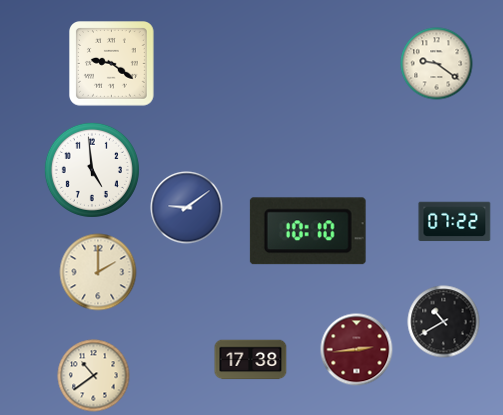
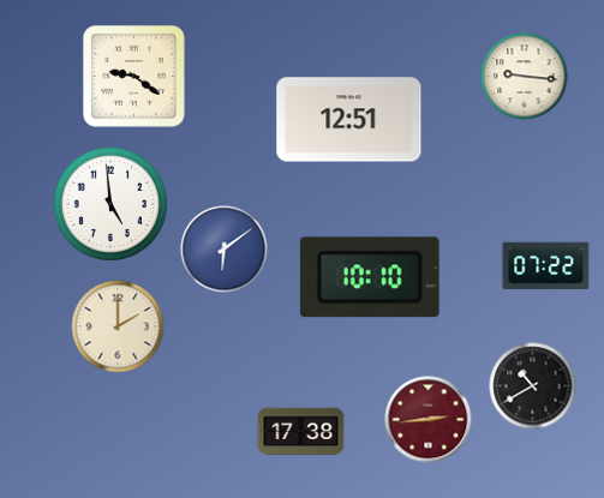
clock at (437, 64): 9:21 -> 9:16
clock at (349, 120): none -> 12:51
clock at (187, 208): 9:09 -> 6:09
clock at (94, 376): 10:39 -> none
